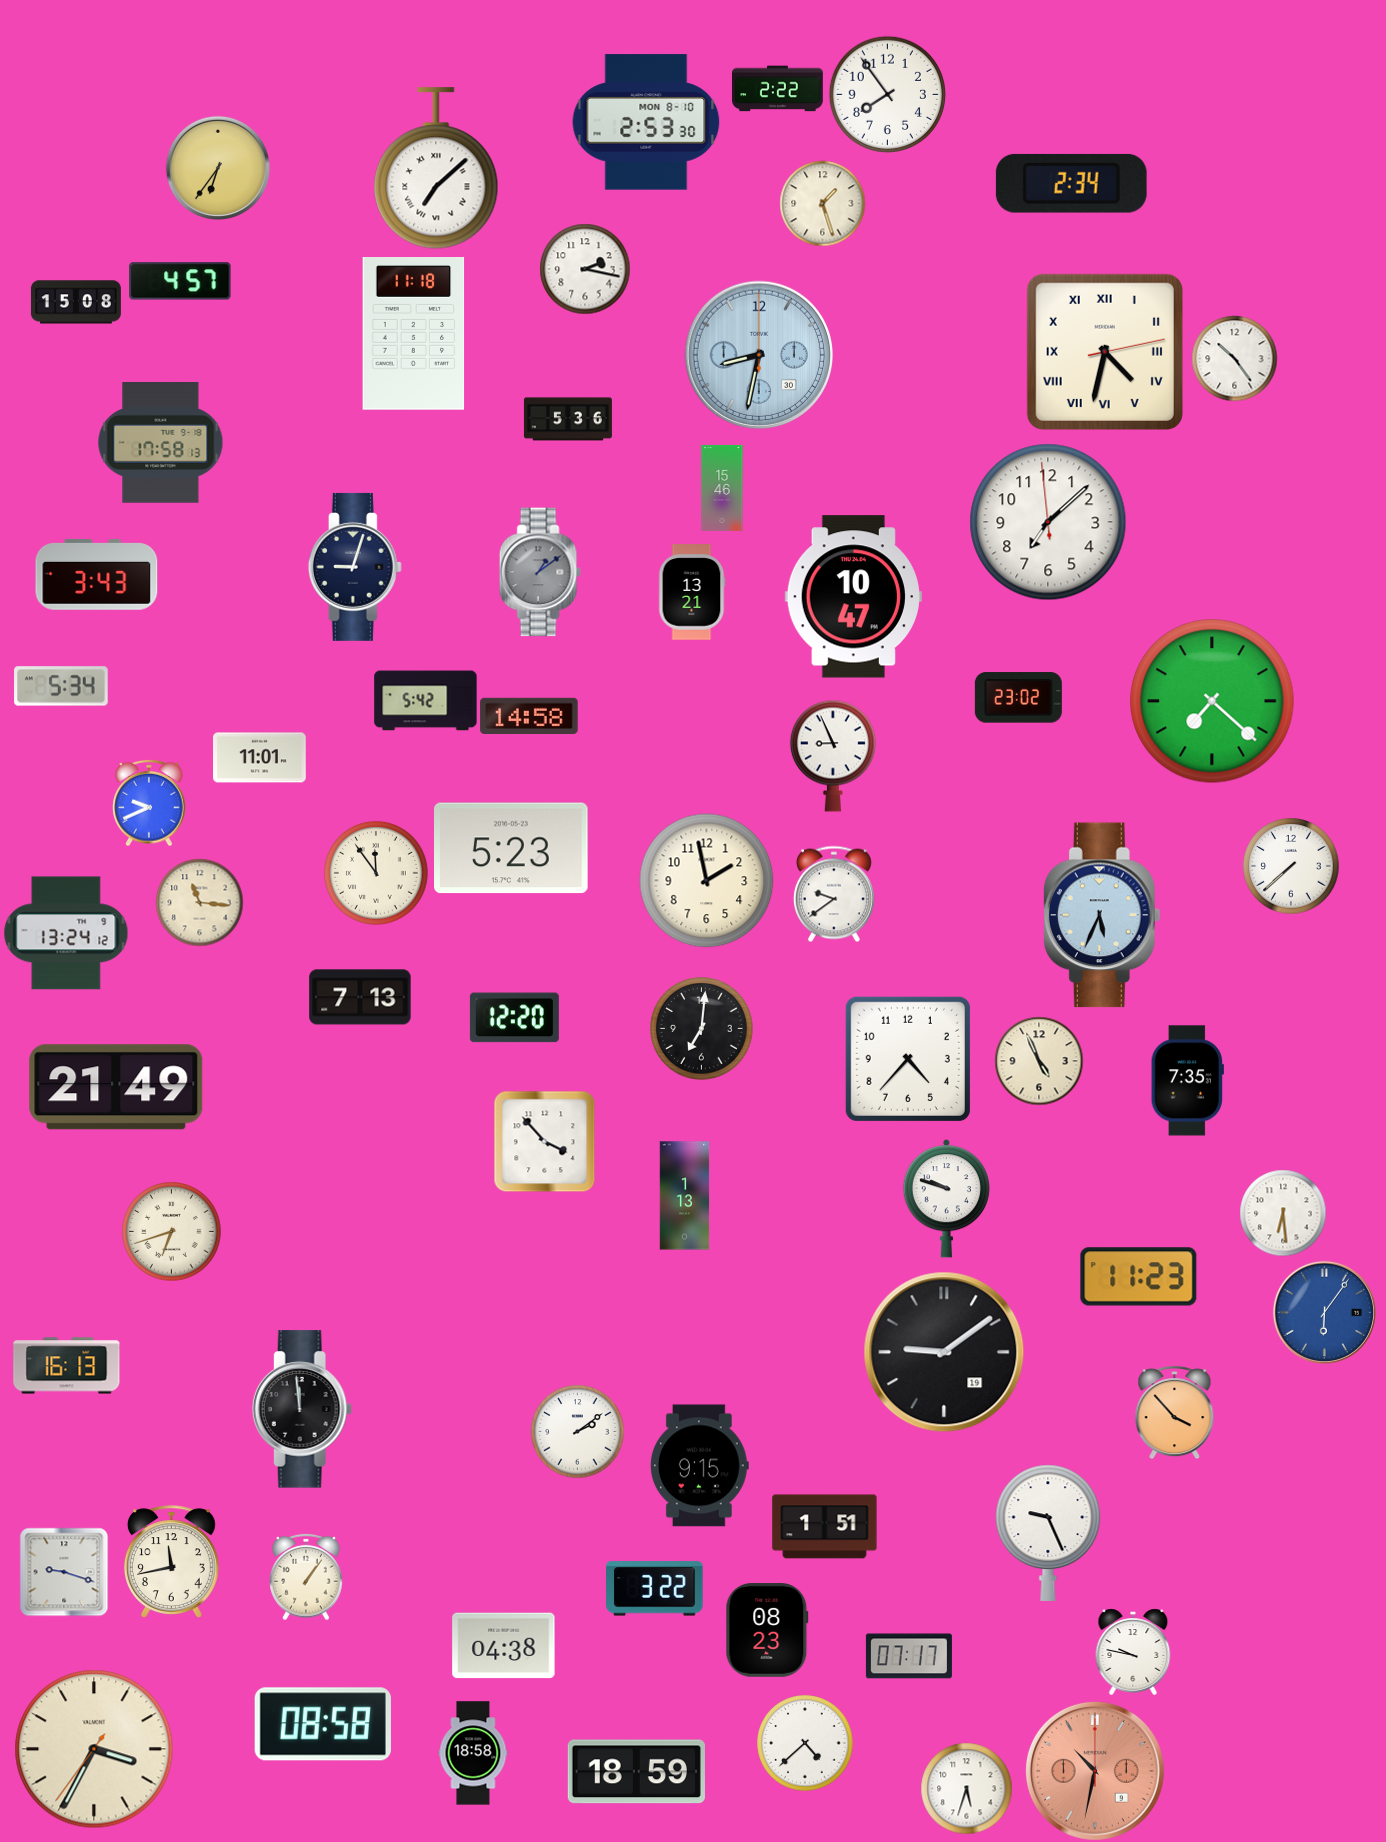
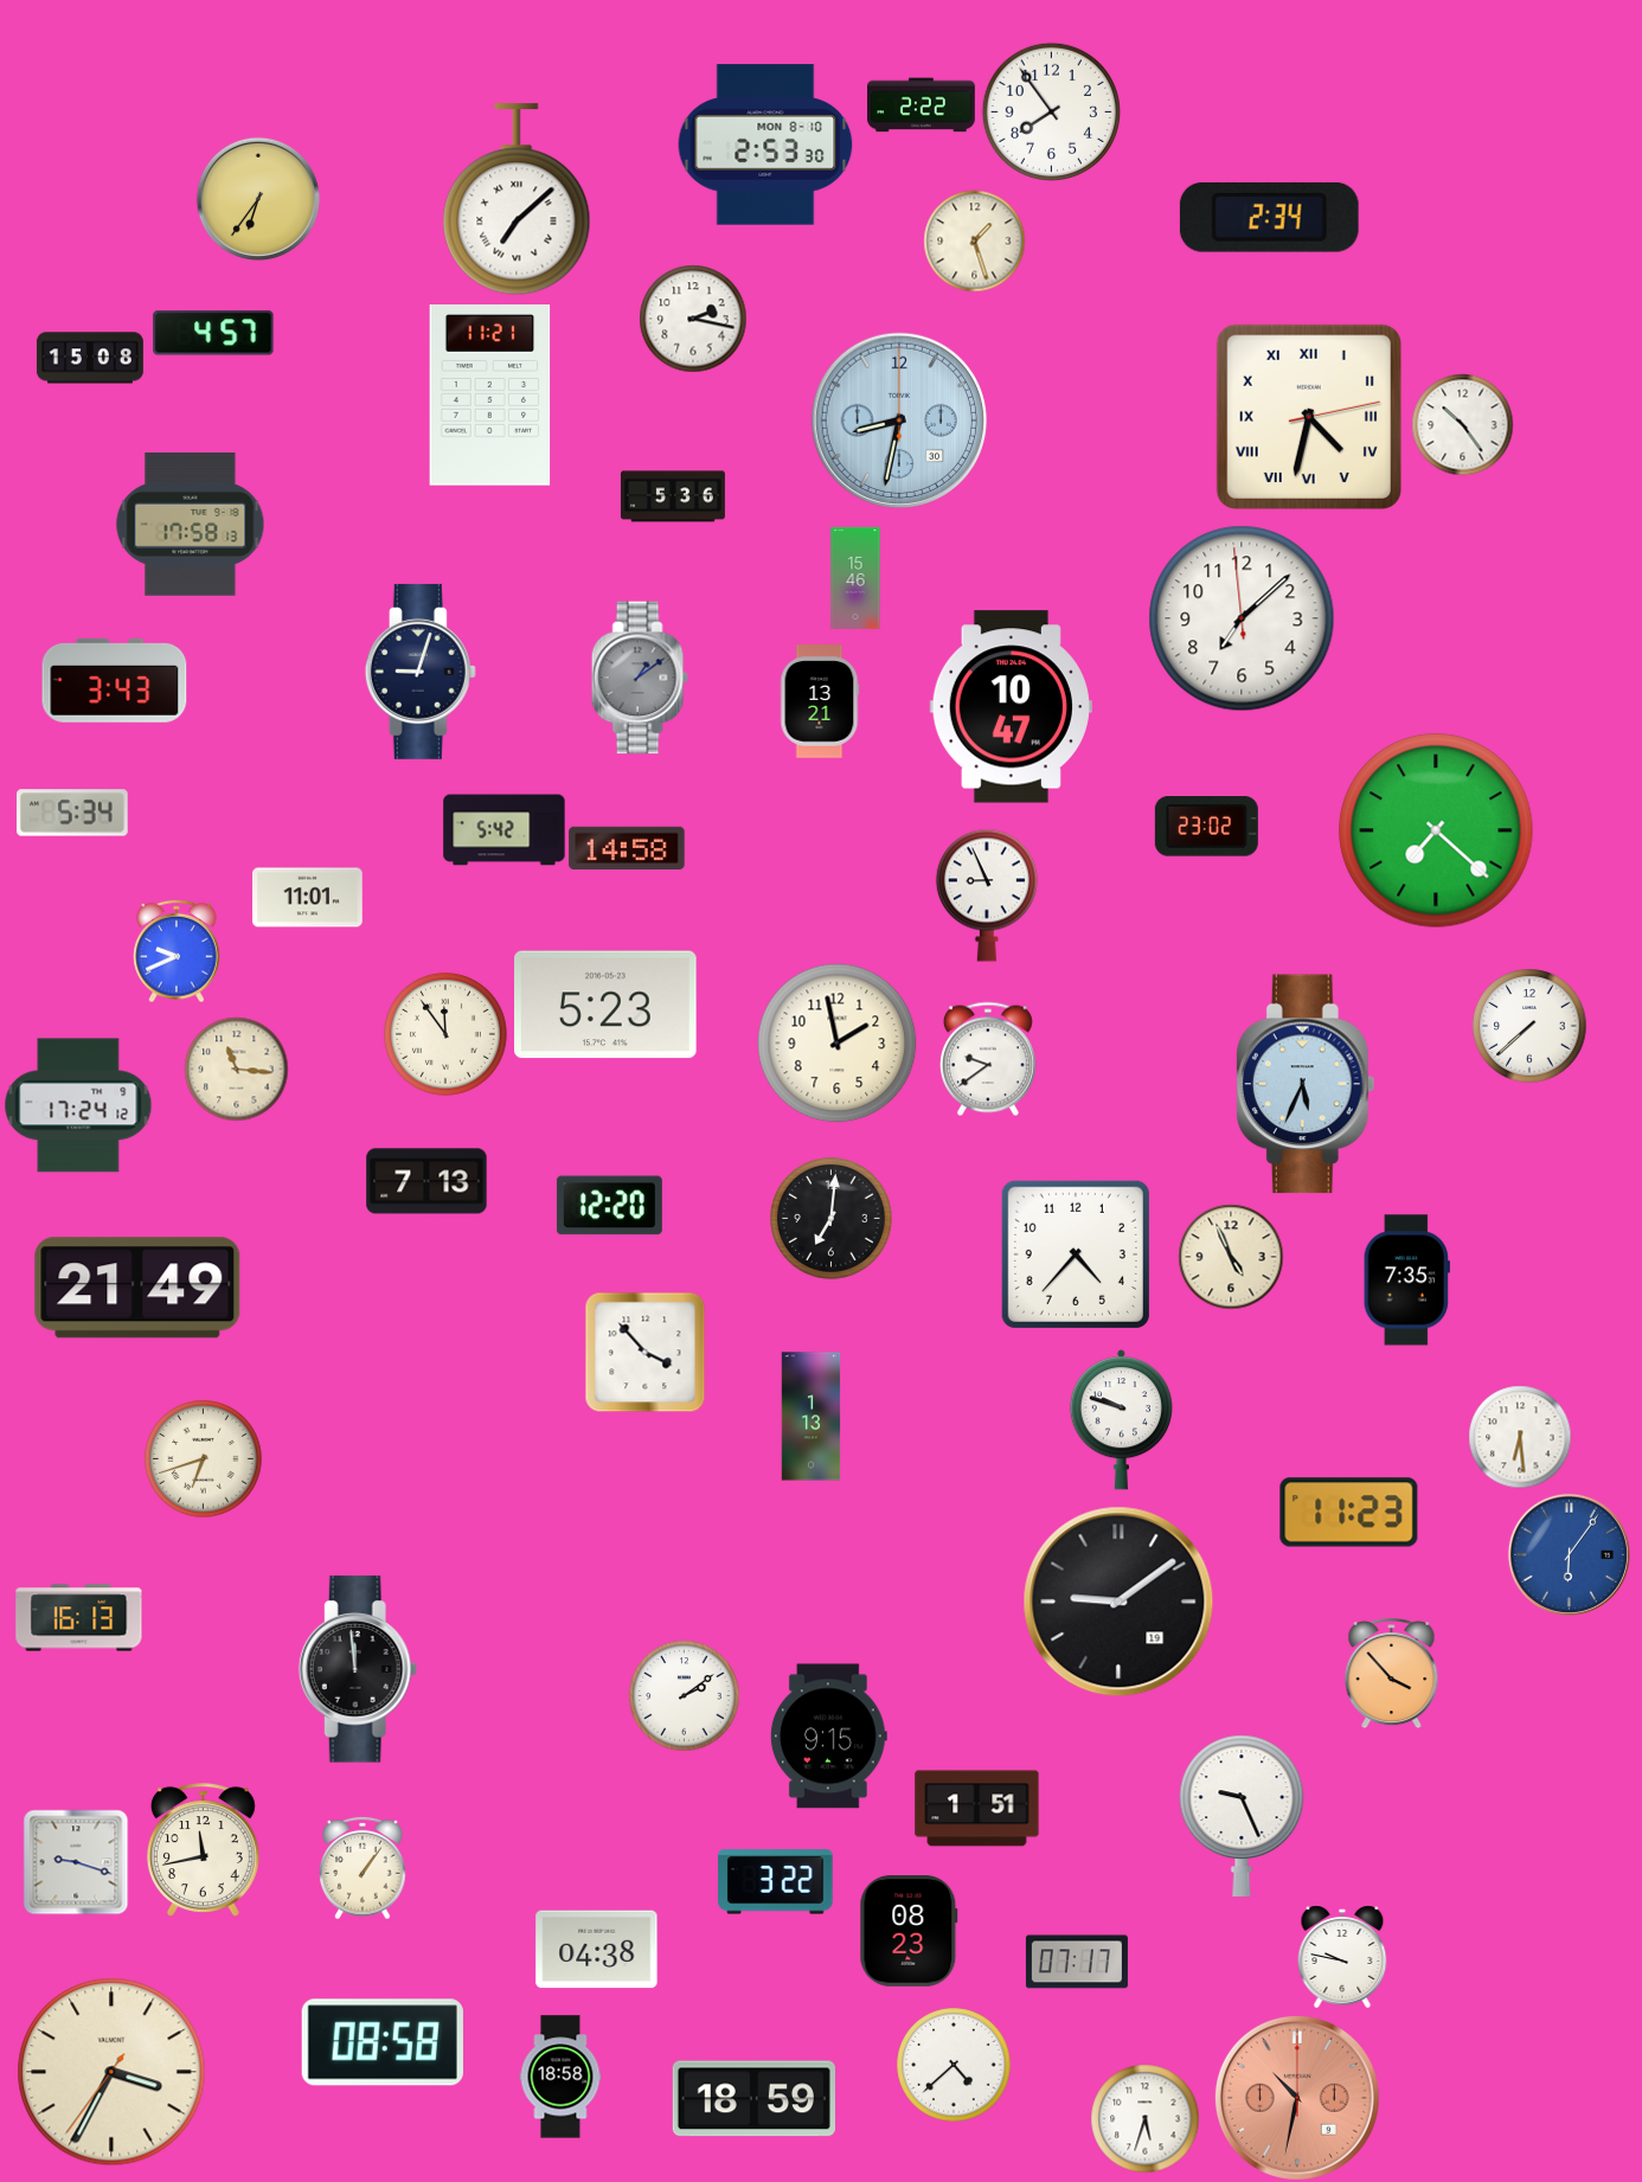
clock at (414, 334): 11:18 -> 11:21
clock at (66, 933): 13:24 -> 17:24
